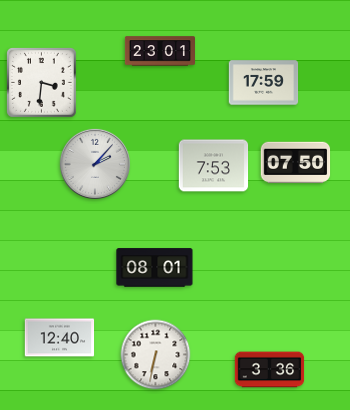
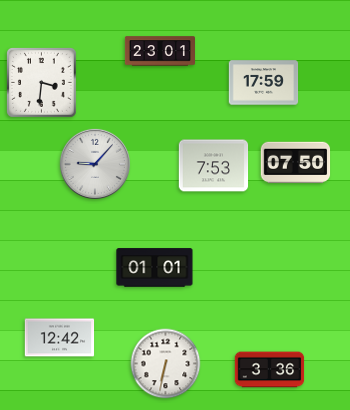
clock at (95, 164): 2:07 -> 9:07
clock at (155, 268): 08:01 -> 01:01
clock at (60, 338): 12:40 -> 12:42
clock at (156, 355) position: (156, 355) -> (166, 364)
